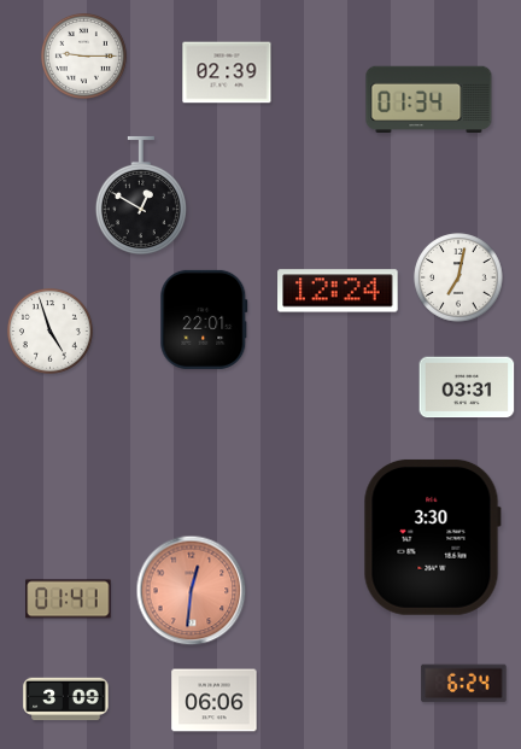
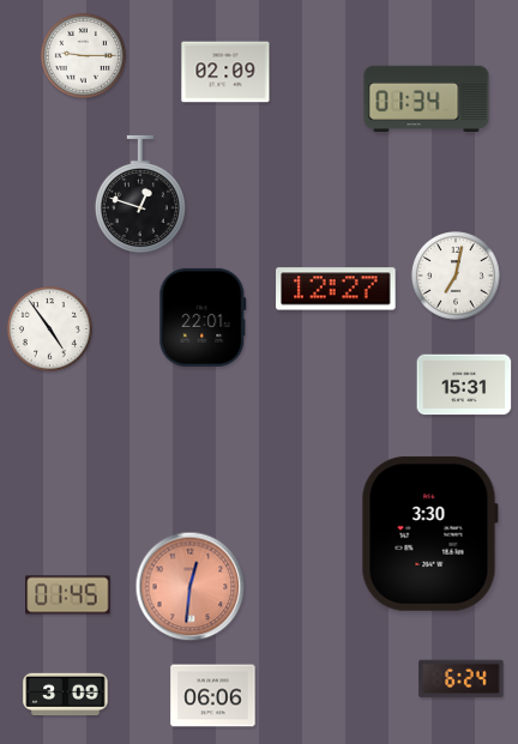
clock at (227, 72): 02:39 -> 02:09
clock at (141, 195): 12:50 -> 12:48
clock at (338, 291): 12:24 -> 12:27
clock at (49, 330): 4:57 -> 4:54
clock at (467, 387): 03:31 -> 15:31
clock at (69, 599): 01:41 -> 01:45
